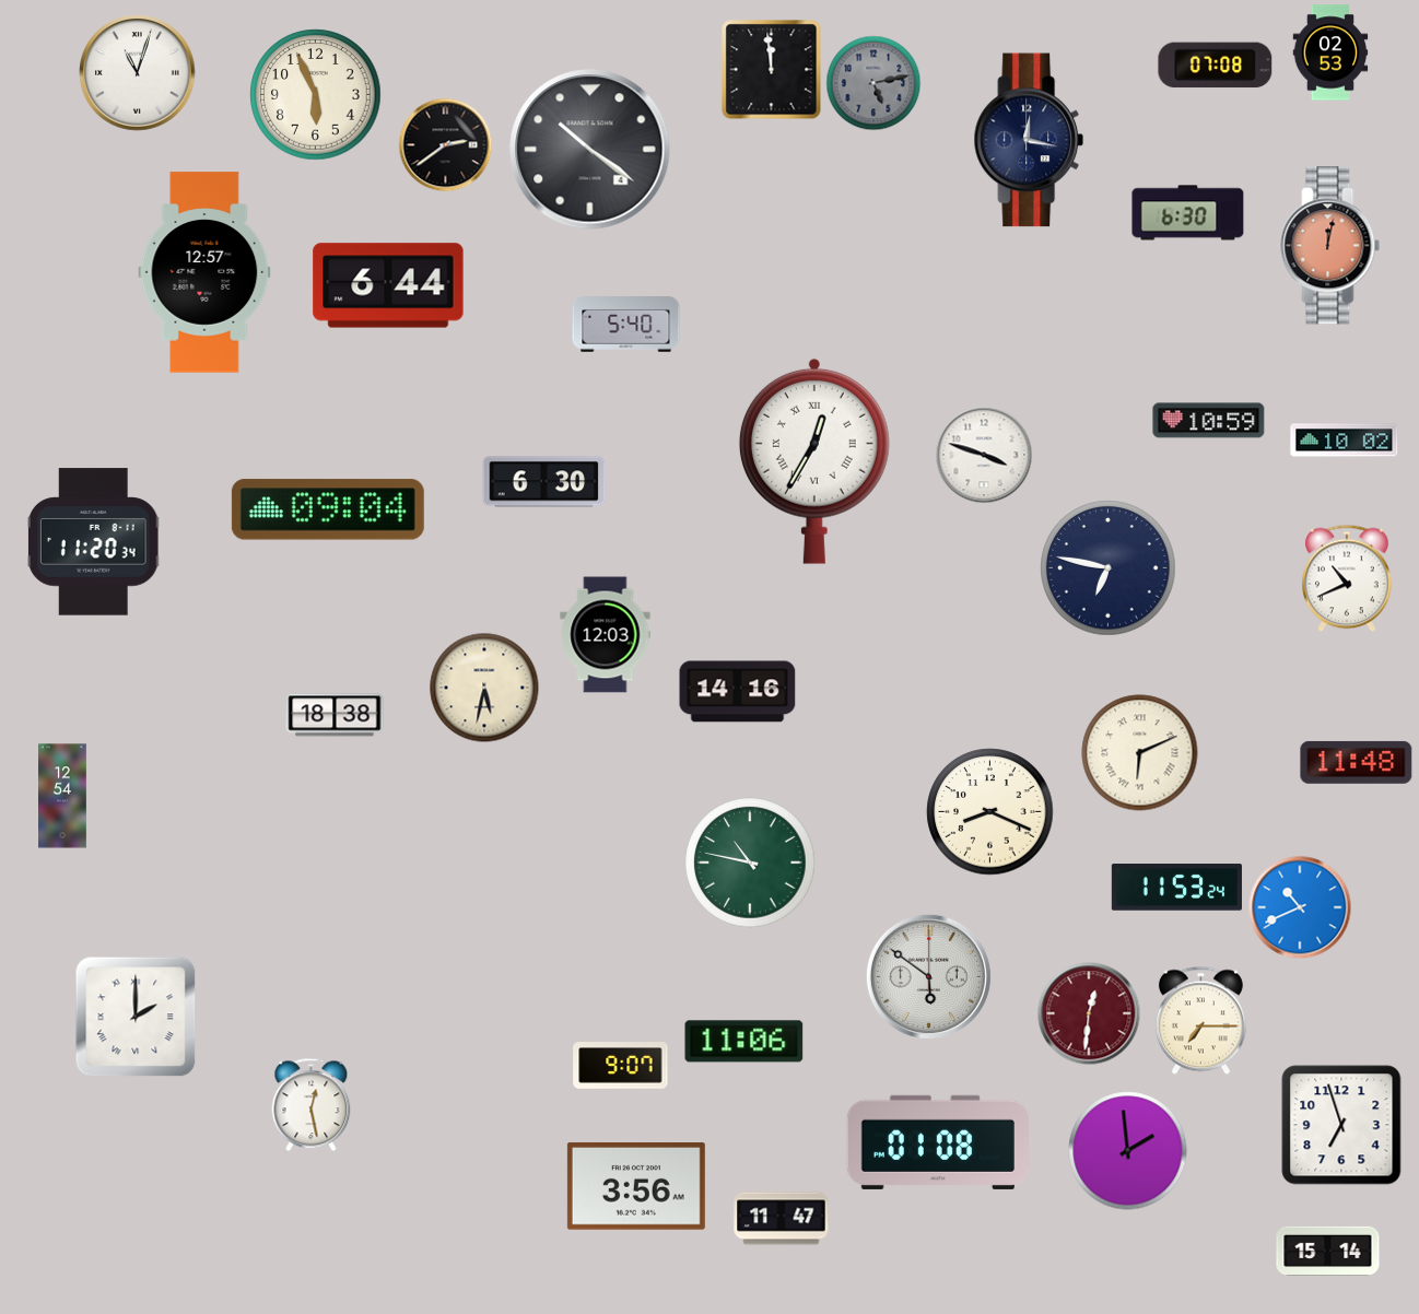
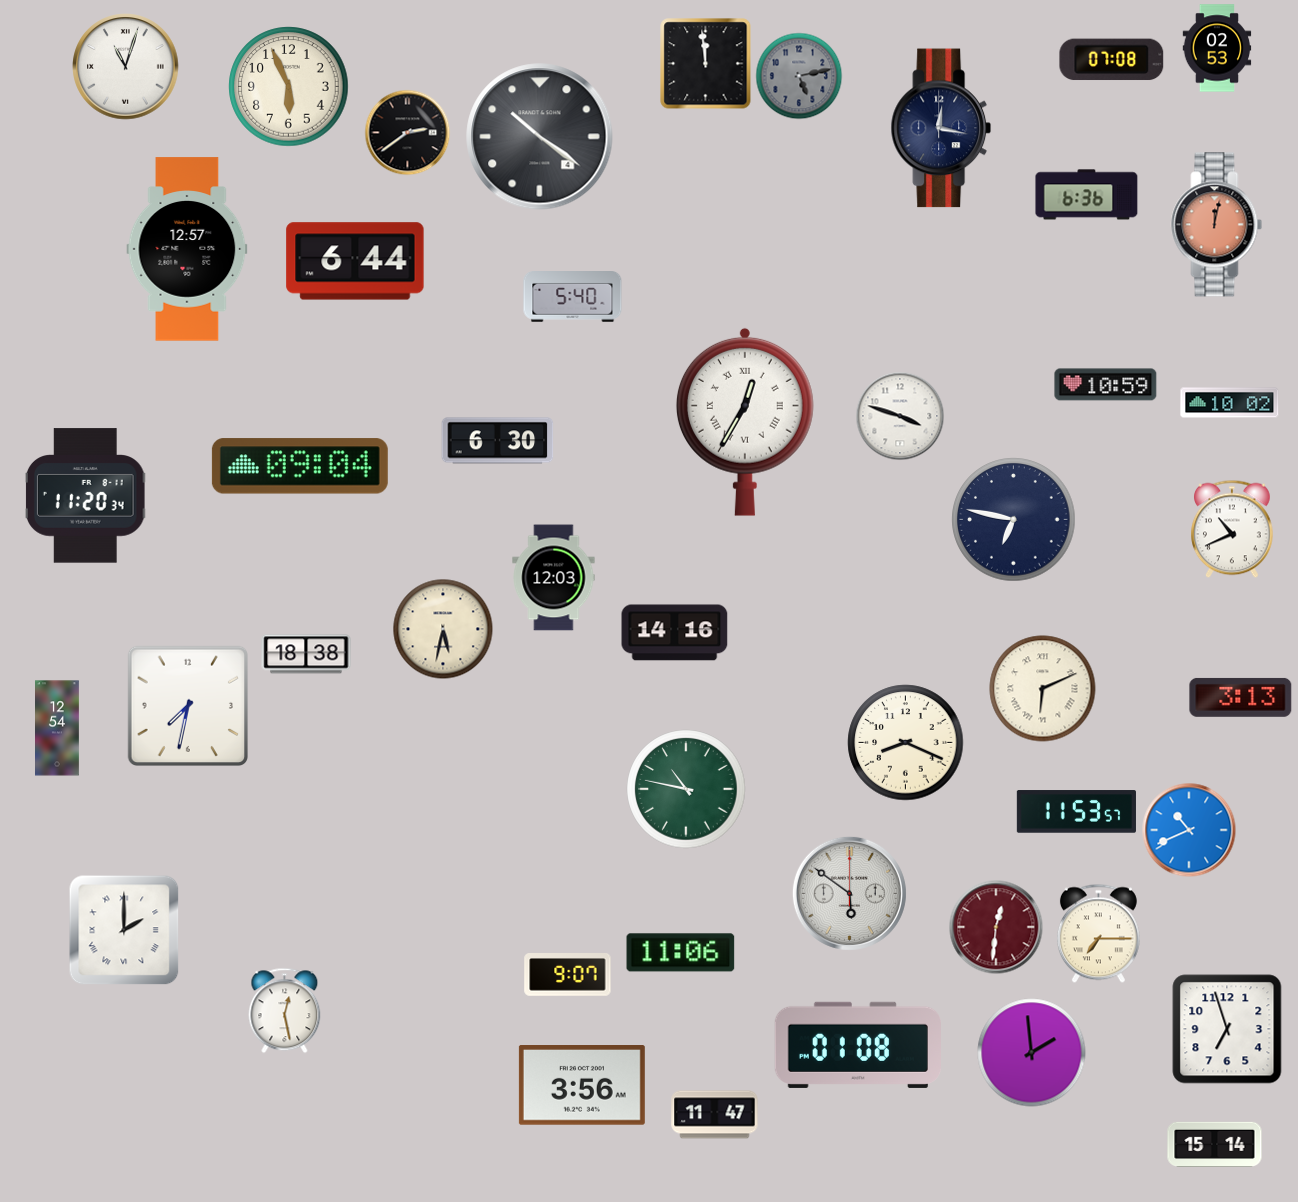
clock at (1188, 213): 6:30 -> 6:36
clock at (606, 635) position: (606, 635) -> (554, 578)
clock at (1357, 762): 11:48 -> 3:13
clock at (187, 705): none -> 7:32
clock at (1176, 888): 11:53:24 -> 11:53:57
